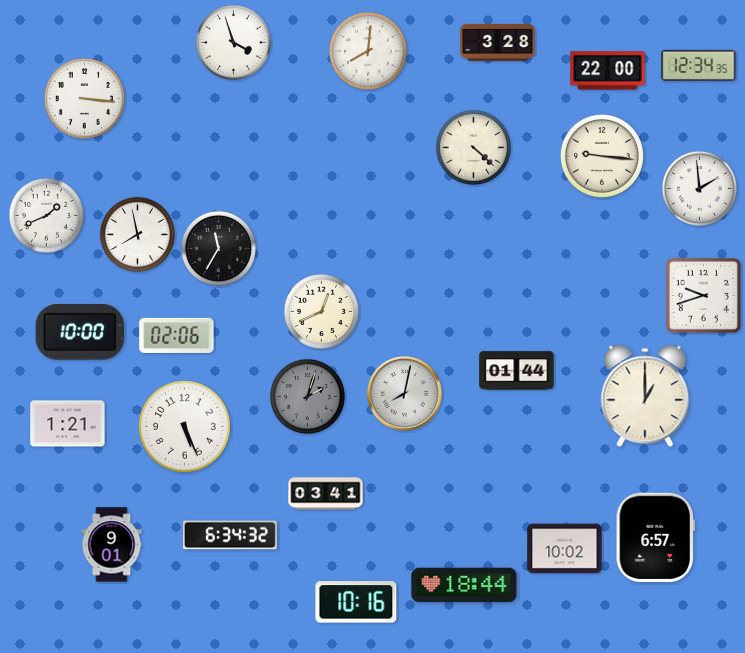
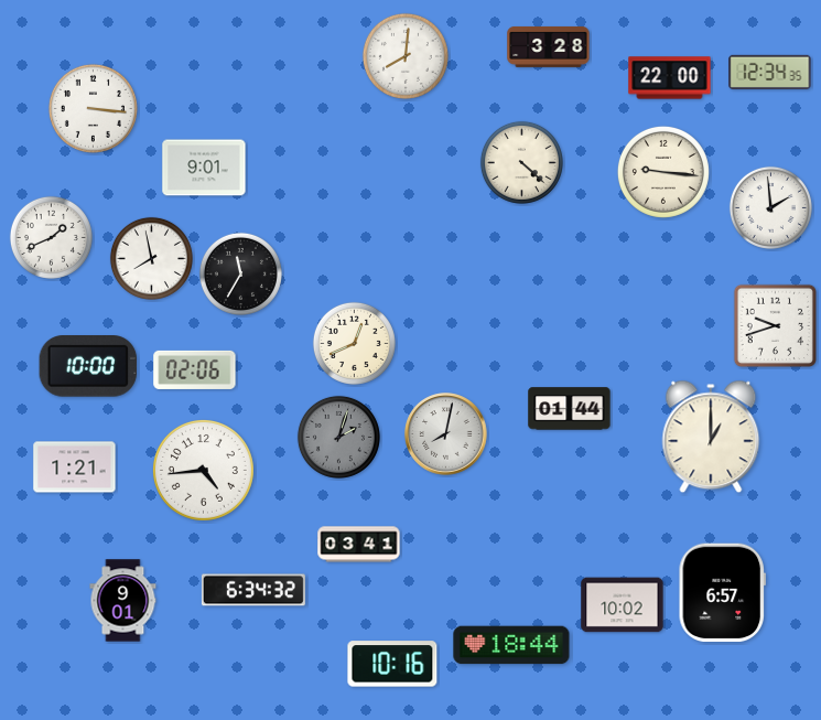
clock at (233, 42): 3:57 -> none
clock at (204, 168): none -> 9:01
clock at (184, 426): 5:26 -> 4:44
